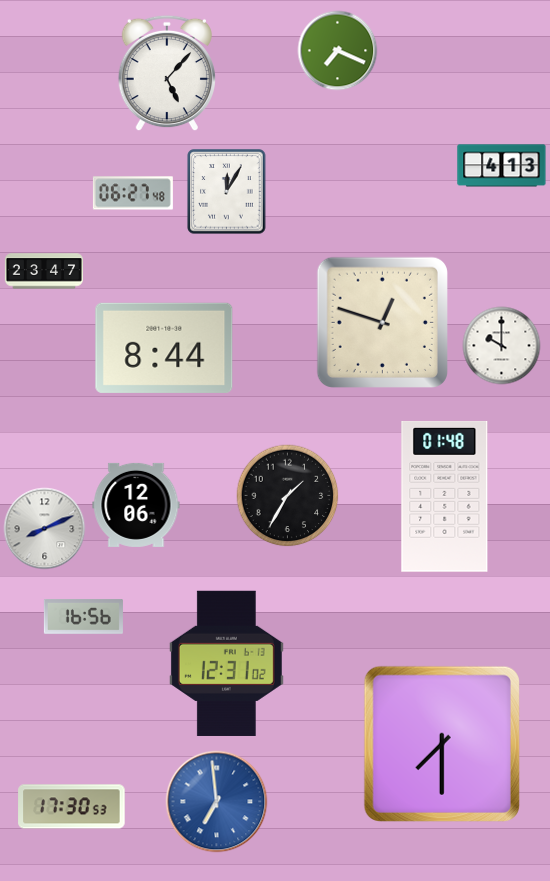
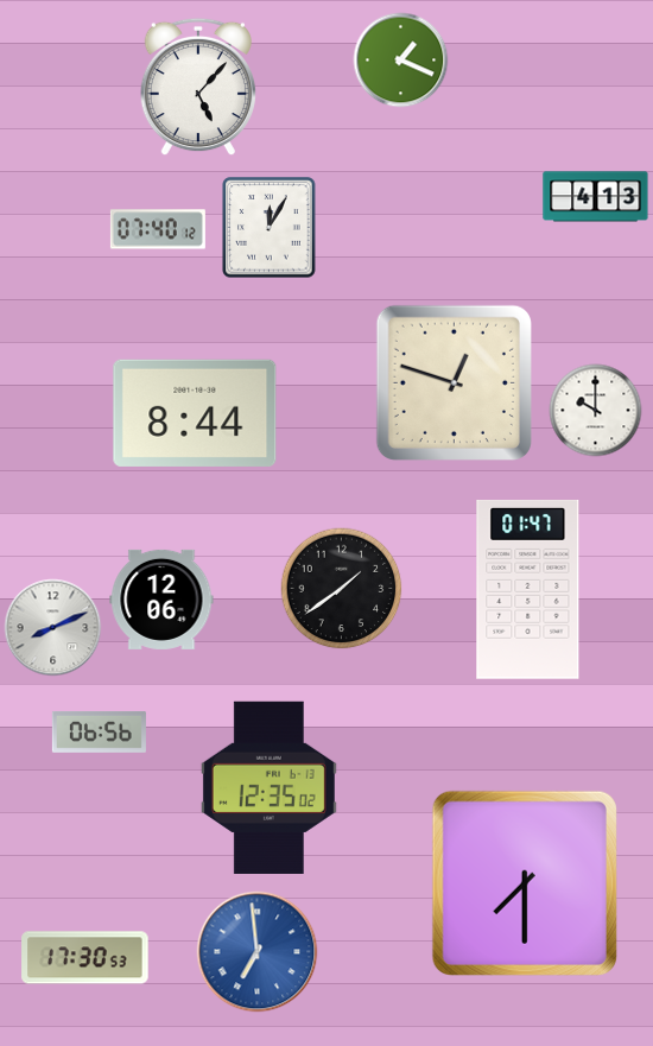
clock at (338, 51): 7:19 -> 1:19
clock at (133, 193): 06:27 -> 07:40
clock at (43, 271): 23:47 -> none
clock at (288, 496): 1:35 -> 1:39
clock at (445, 496): 01:48 -> 01:47
clock at (83, 617): 16:56 -> 06:56
clock at (226, 663): 12:31 -> 12:35
